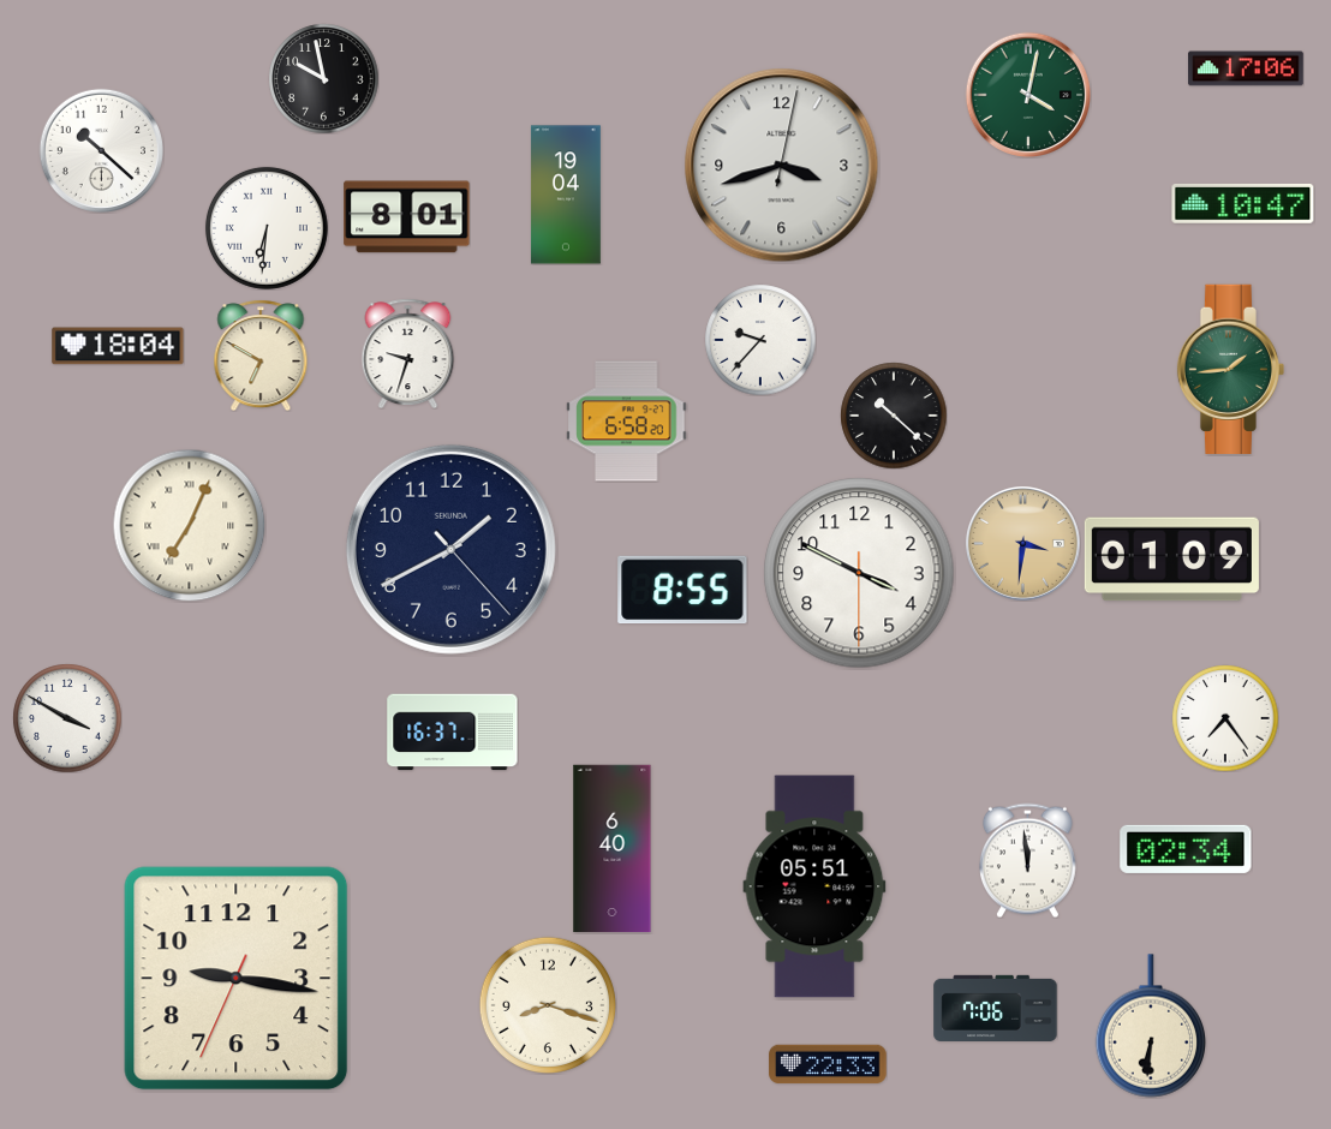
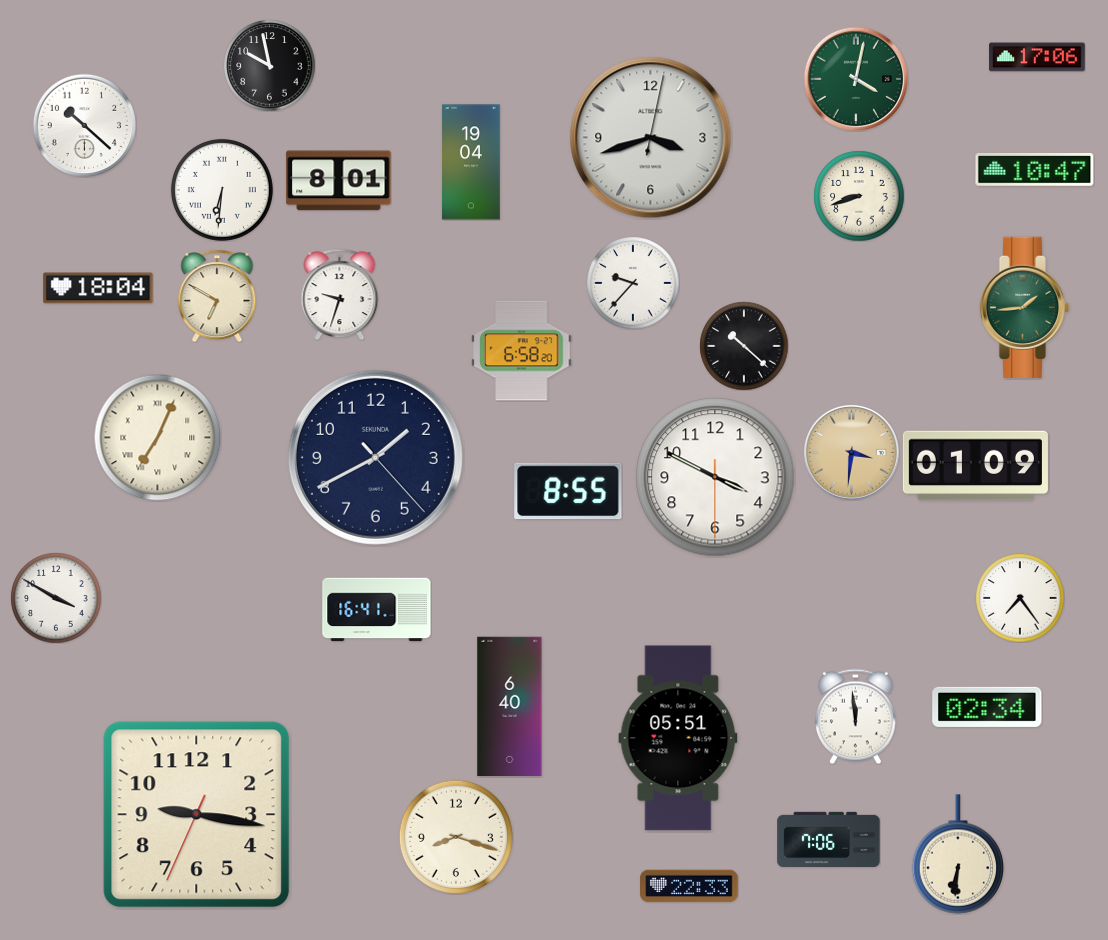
clock at (859, 196): none -> 8:42
clock at (453, 733): 16:37 -> 16:41
